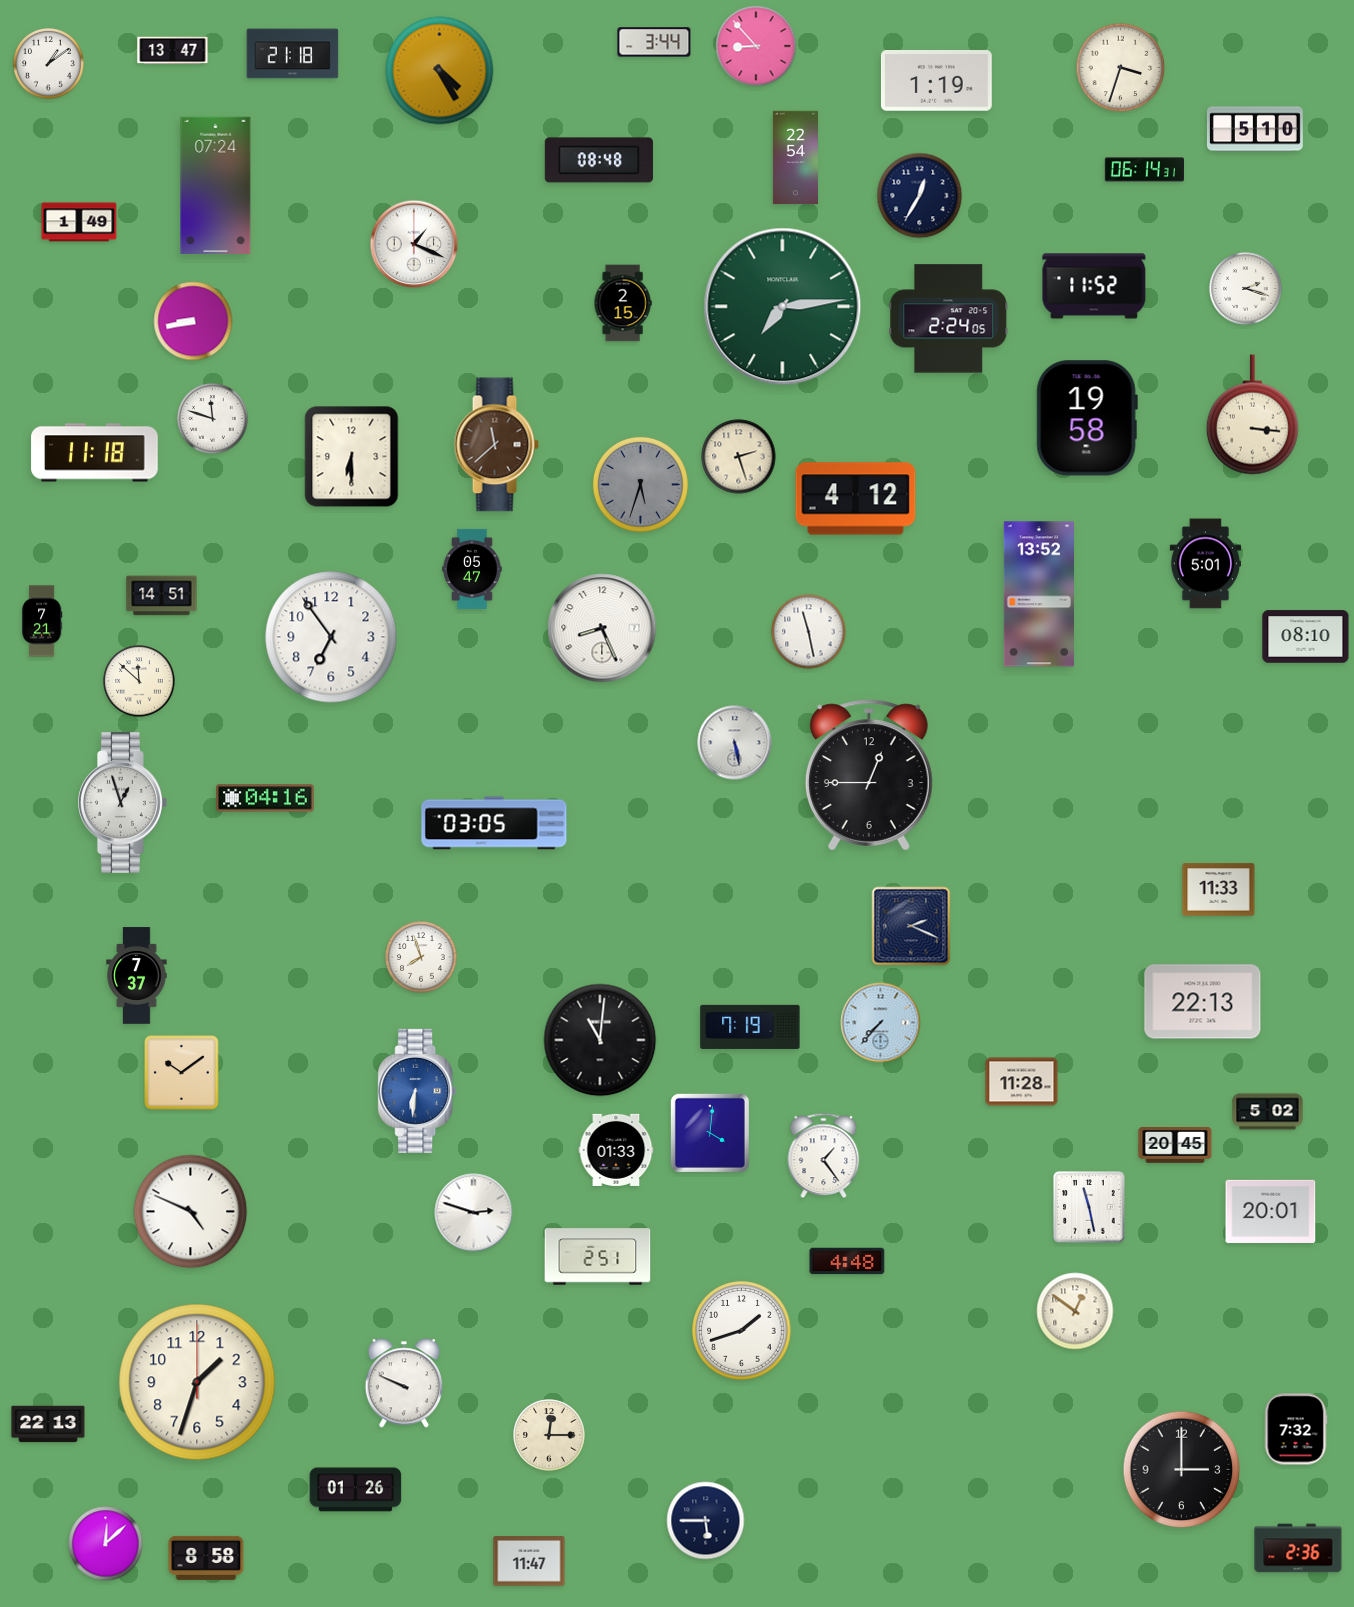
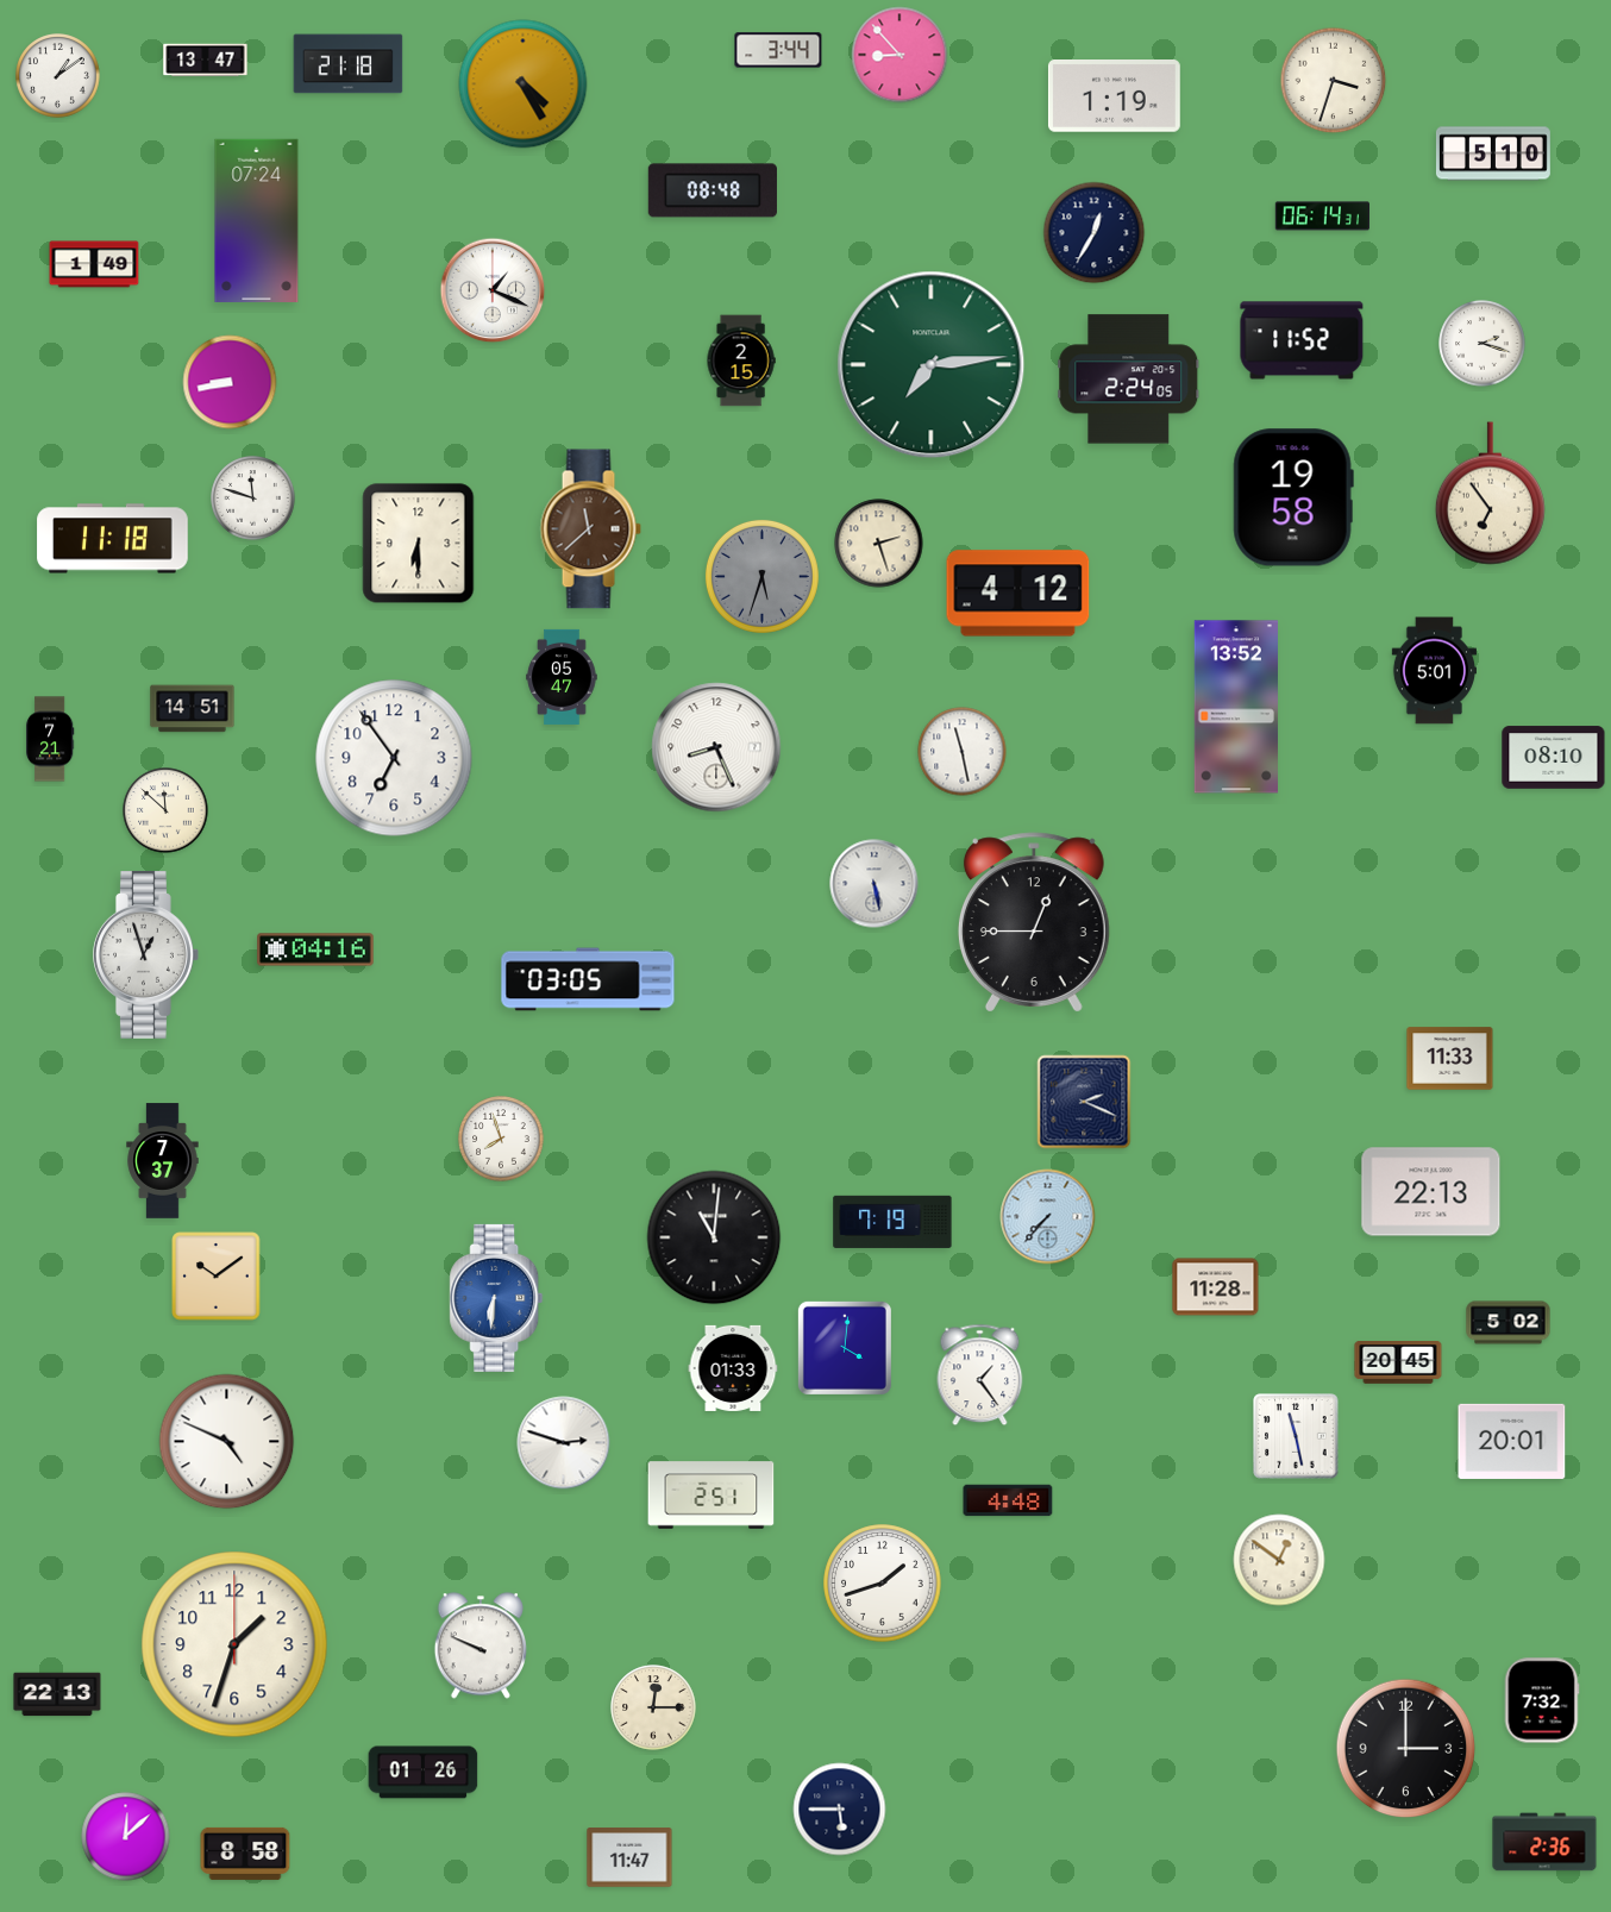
clock at (795, 158): 22:54 -> none
clock at (1144, 170) position: (1144, 170) -> (1322, 217)
clock at (1252, 415): 3:16 -> 6:54
